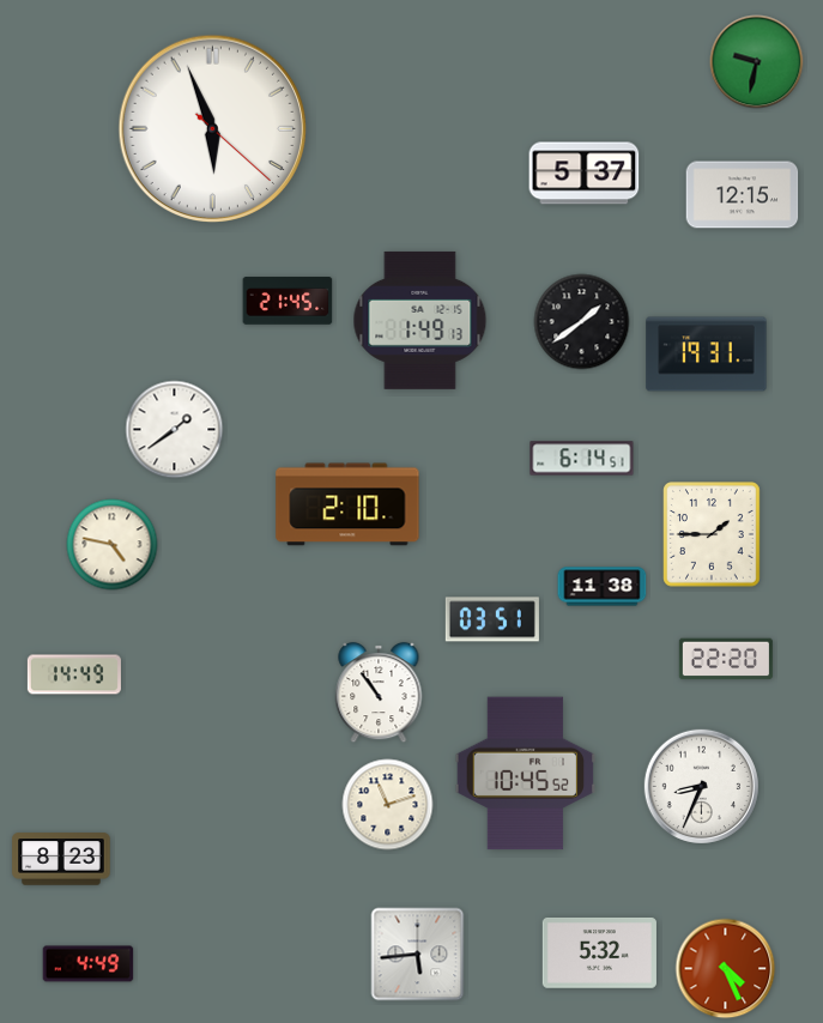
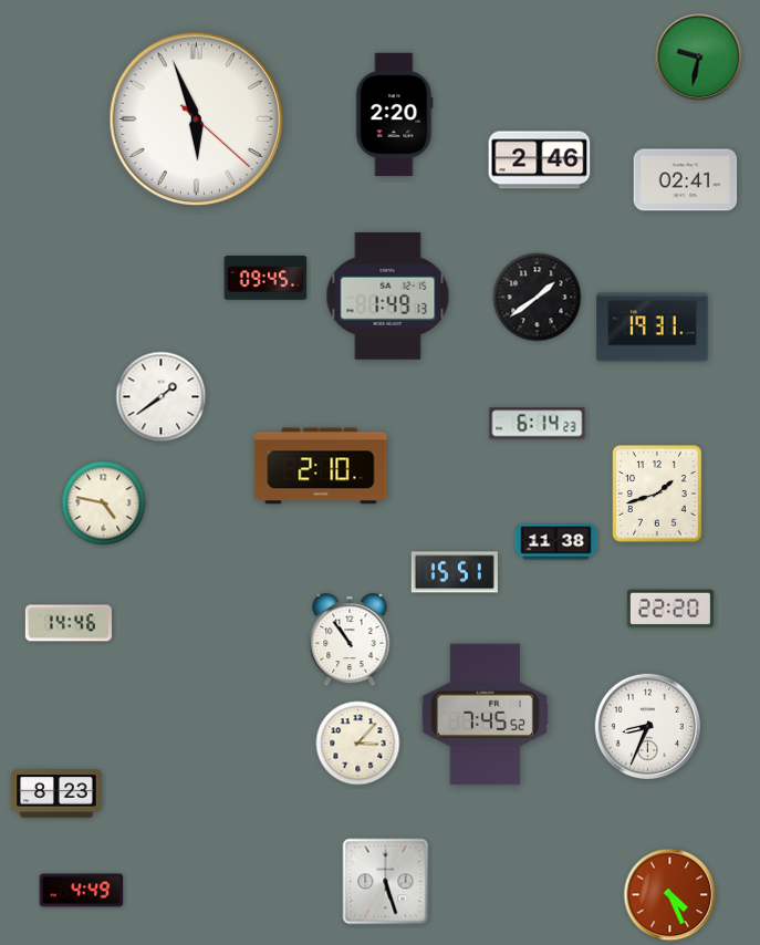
clock at (395, 115): none -> 2:20
clock at (585, 174): 5:37 -> 2:46
clock at (743, 195): 12:15 -> 02:41
clock at (288, 301): 21:45 -> 09:45
clock at (582, 459): 6:14:51 -> 6:14:23
clock at (712, 534): 1:45 -> 1:42
clock at (492, 619): 03:51 -> 15:51
clock at (74, 674): 14:49 -> 14:46
clock at (526, 774): 10:45 -> 7:45
clock at (388, 805): 11:12 -> 3:07
clock at (599, 952): 5:32 -> none
clock at (418, 955): 5:44 -> 5:27
